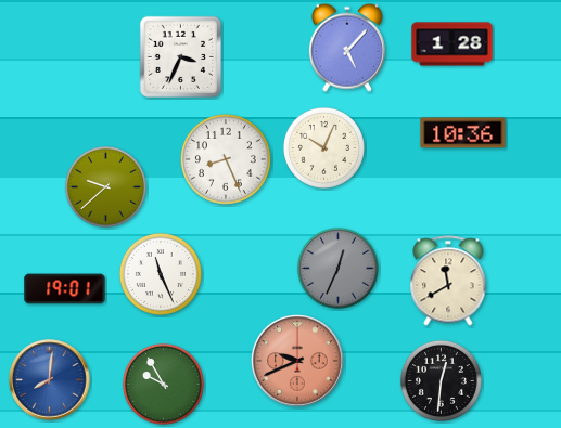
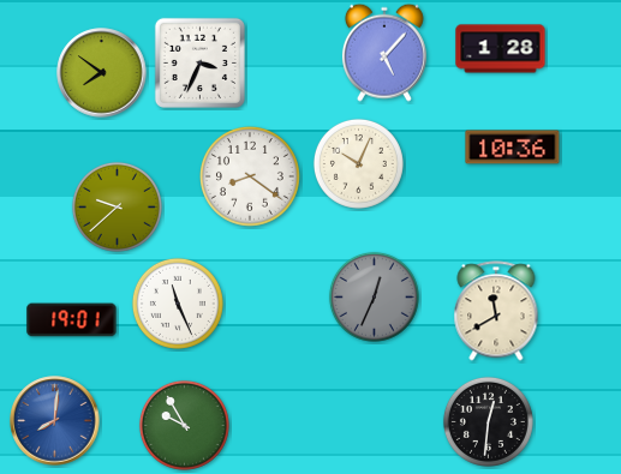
clock at (102, 73): none -> 7:51
clock at (227, 160): 8:26 -> 8:21
clock at (297, 361): 9:41 -> none
clock at (163, 384) position: (163, 384) -> (184, 425)
